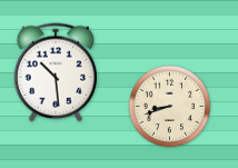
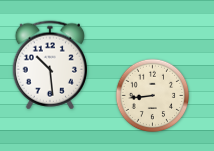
clock at (170, 107): 8:42 -> 8:44
